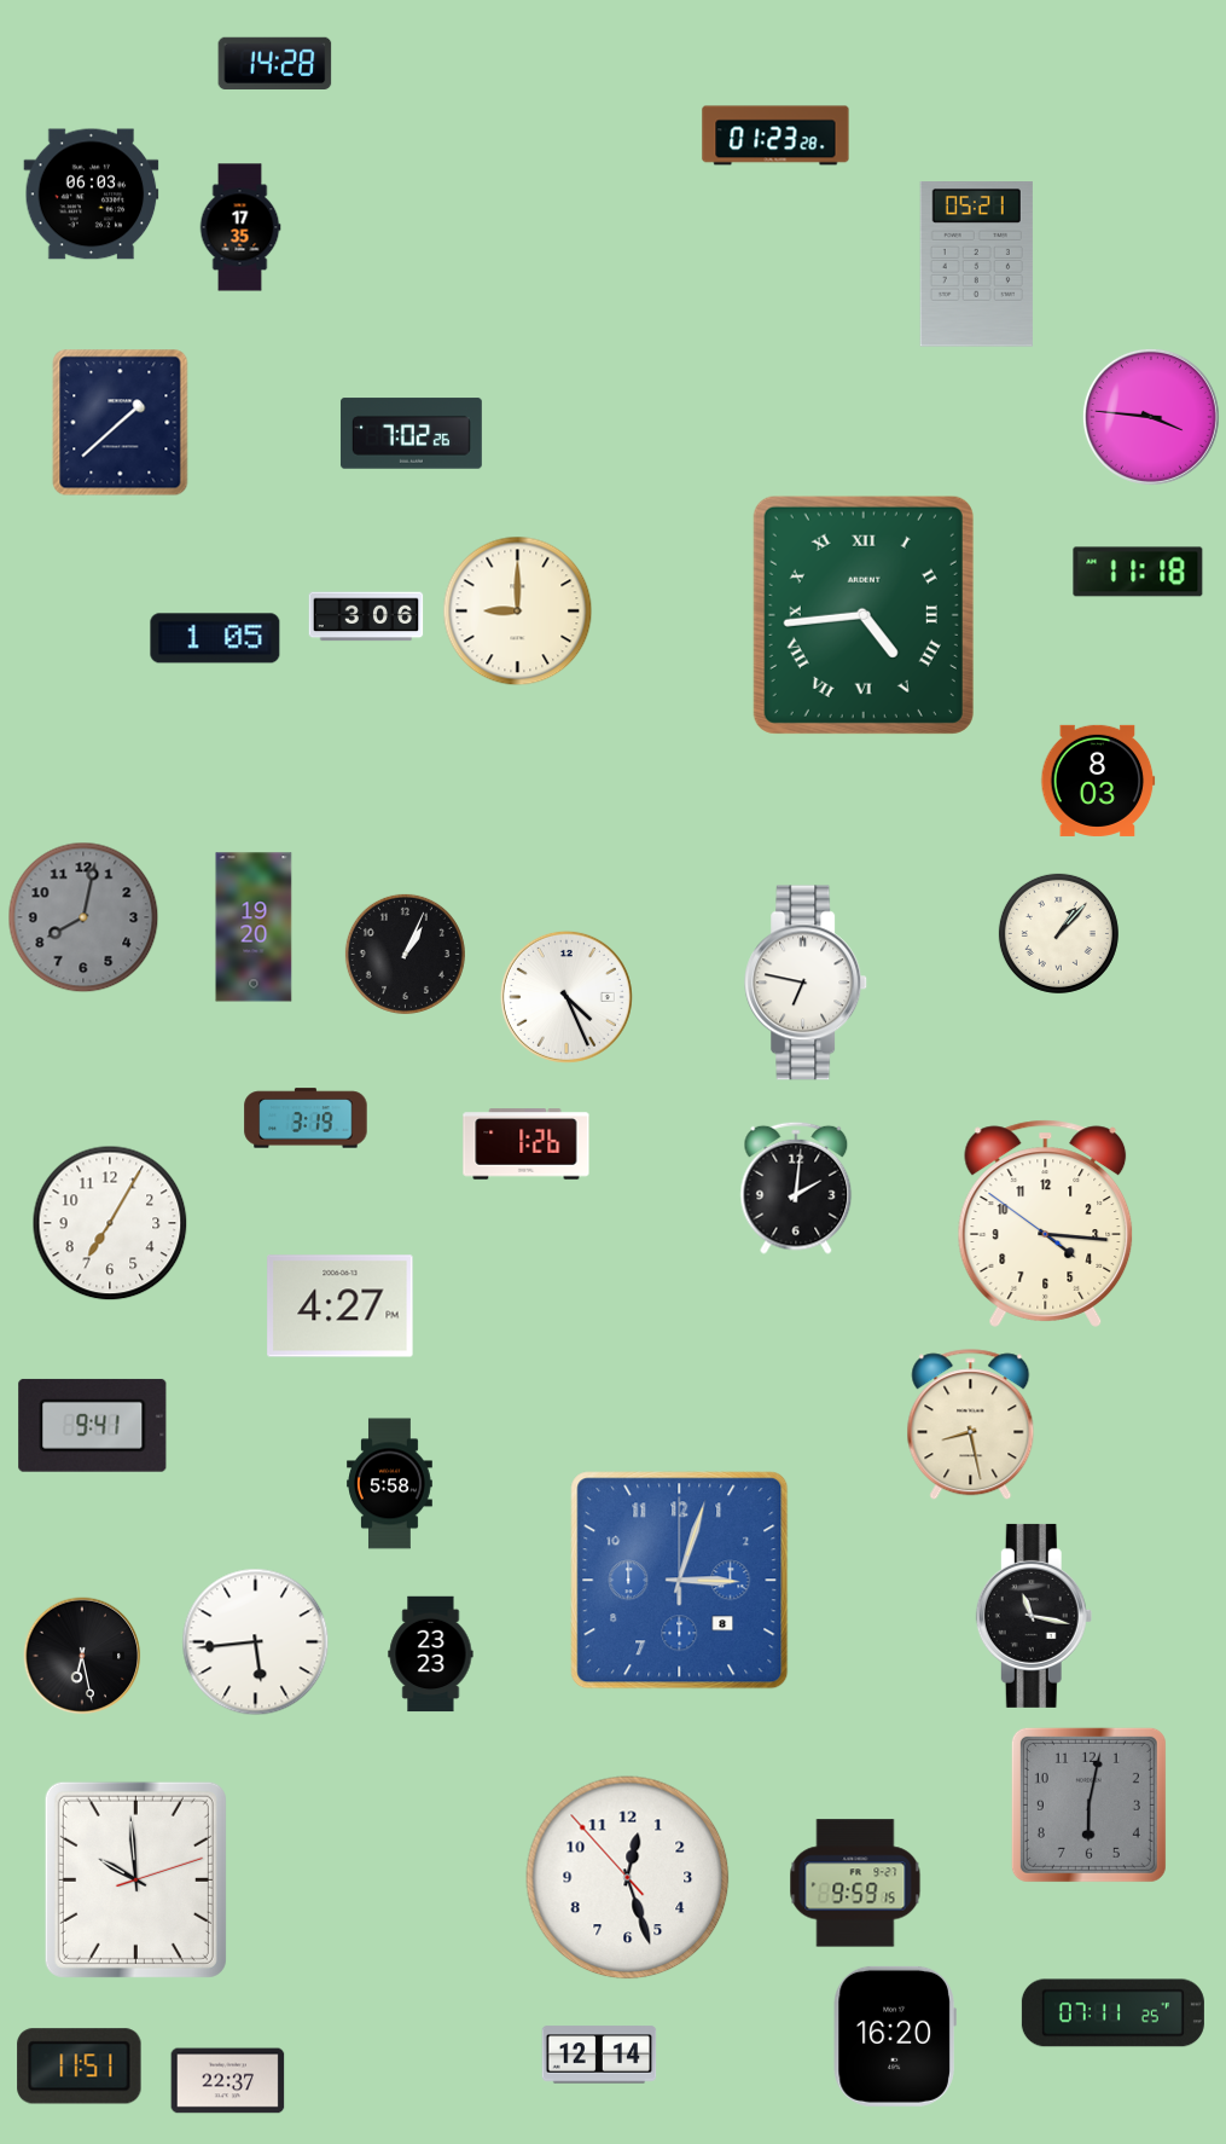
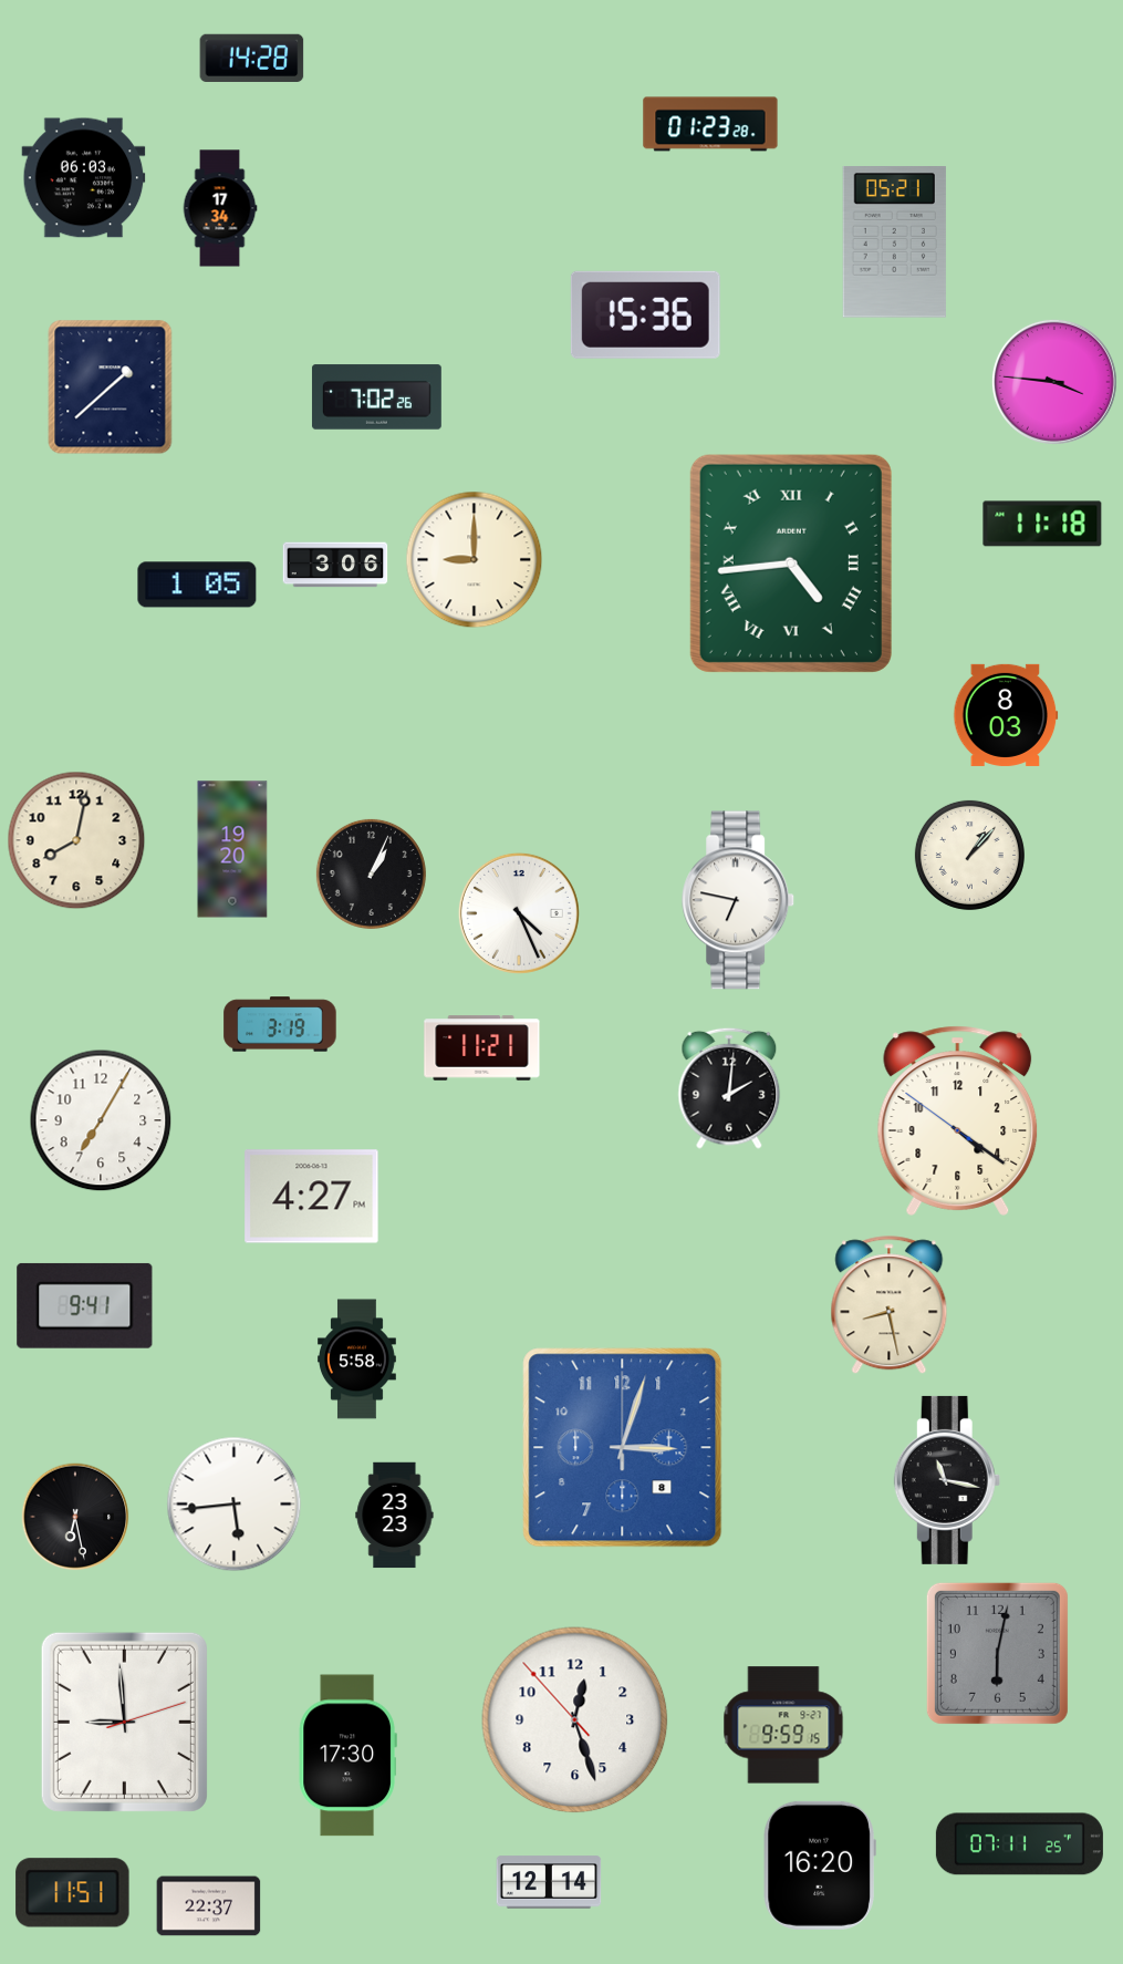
clock at (240, 227): 17:35 -> 17:34
clock at (645, 314): none -> 15:36
clock at (83, 917) dial: grey -> cream
clock at (527, 1145): 1:26 -> 11:21
clock at (1046, 1223): 4:15 -> 4:20
clock at (135, 1879): 9:59 -> 8:59
clock at (347, 1756): none -> 17:30
